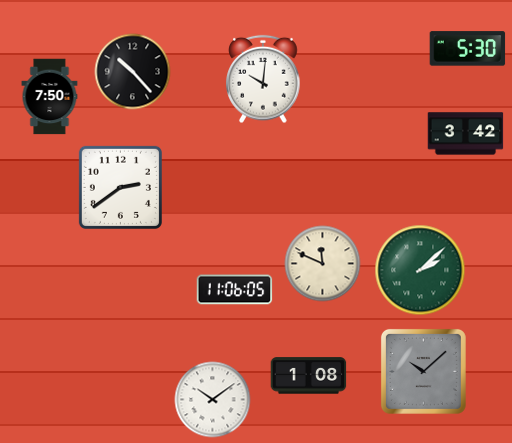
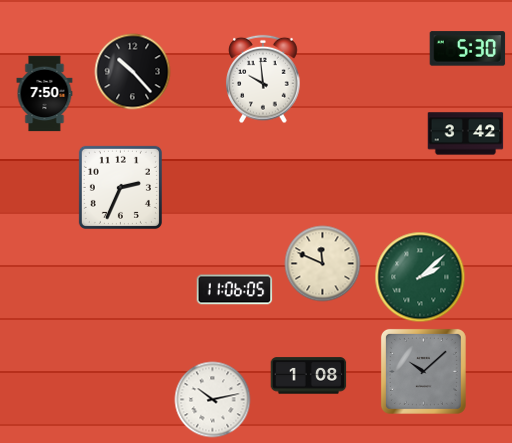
clock at (263, 79): 10:01 -> 9:59
clock at (50, 97) position: (50, 97) -> (45, 94)
clock at (120, 187): 2:39 -> 2:34
clock at (420, 270) position: (420, 270) -> (420, 277)
clock at (213, 400): 10:09 -> 10:13
